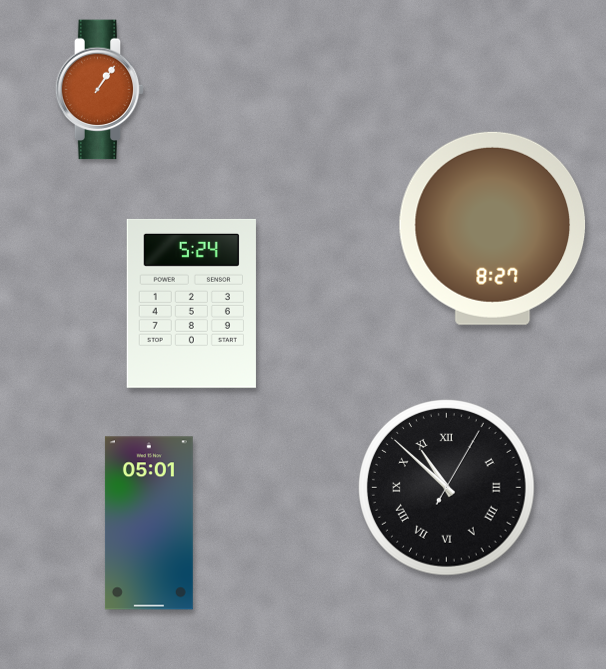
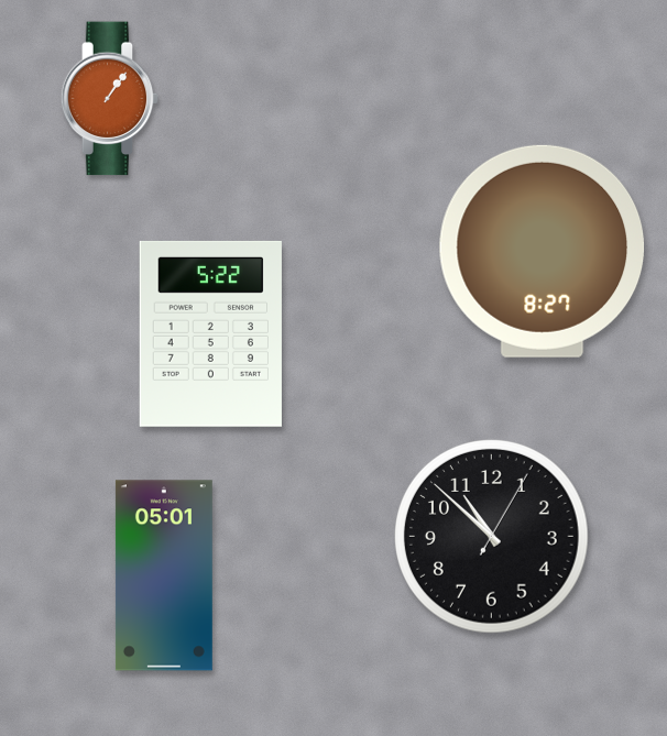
clock at (191, 303): 5:24 -> 5:22
clock at (447, 488) numerals: Roman -> Arabic
